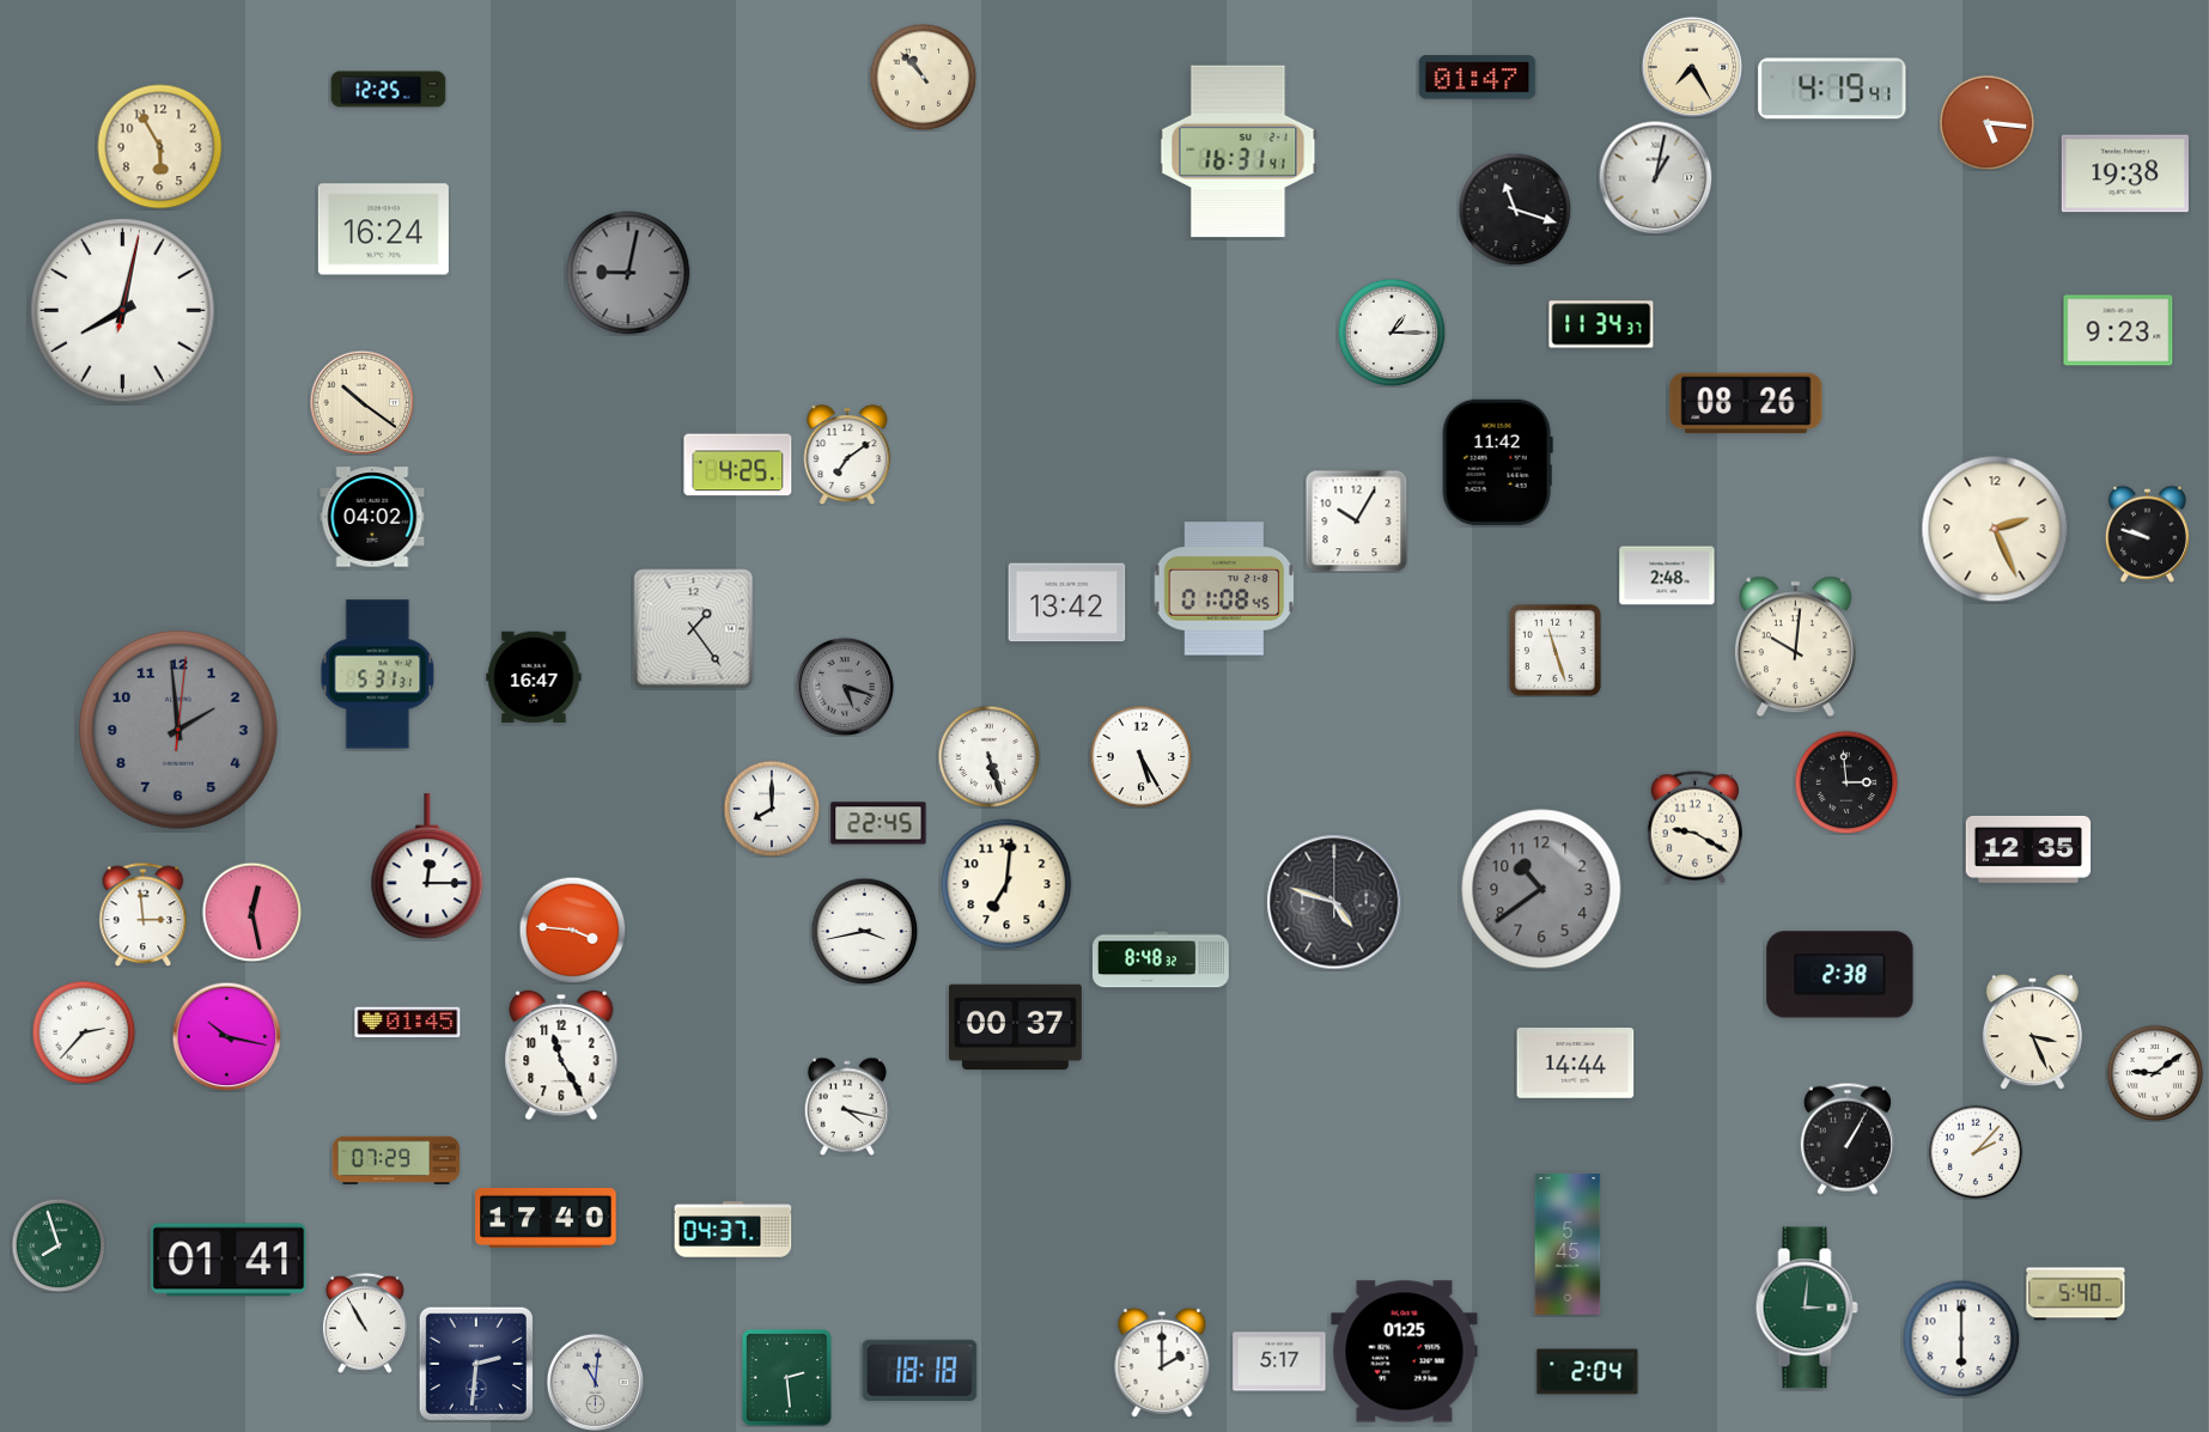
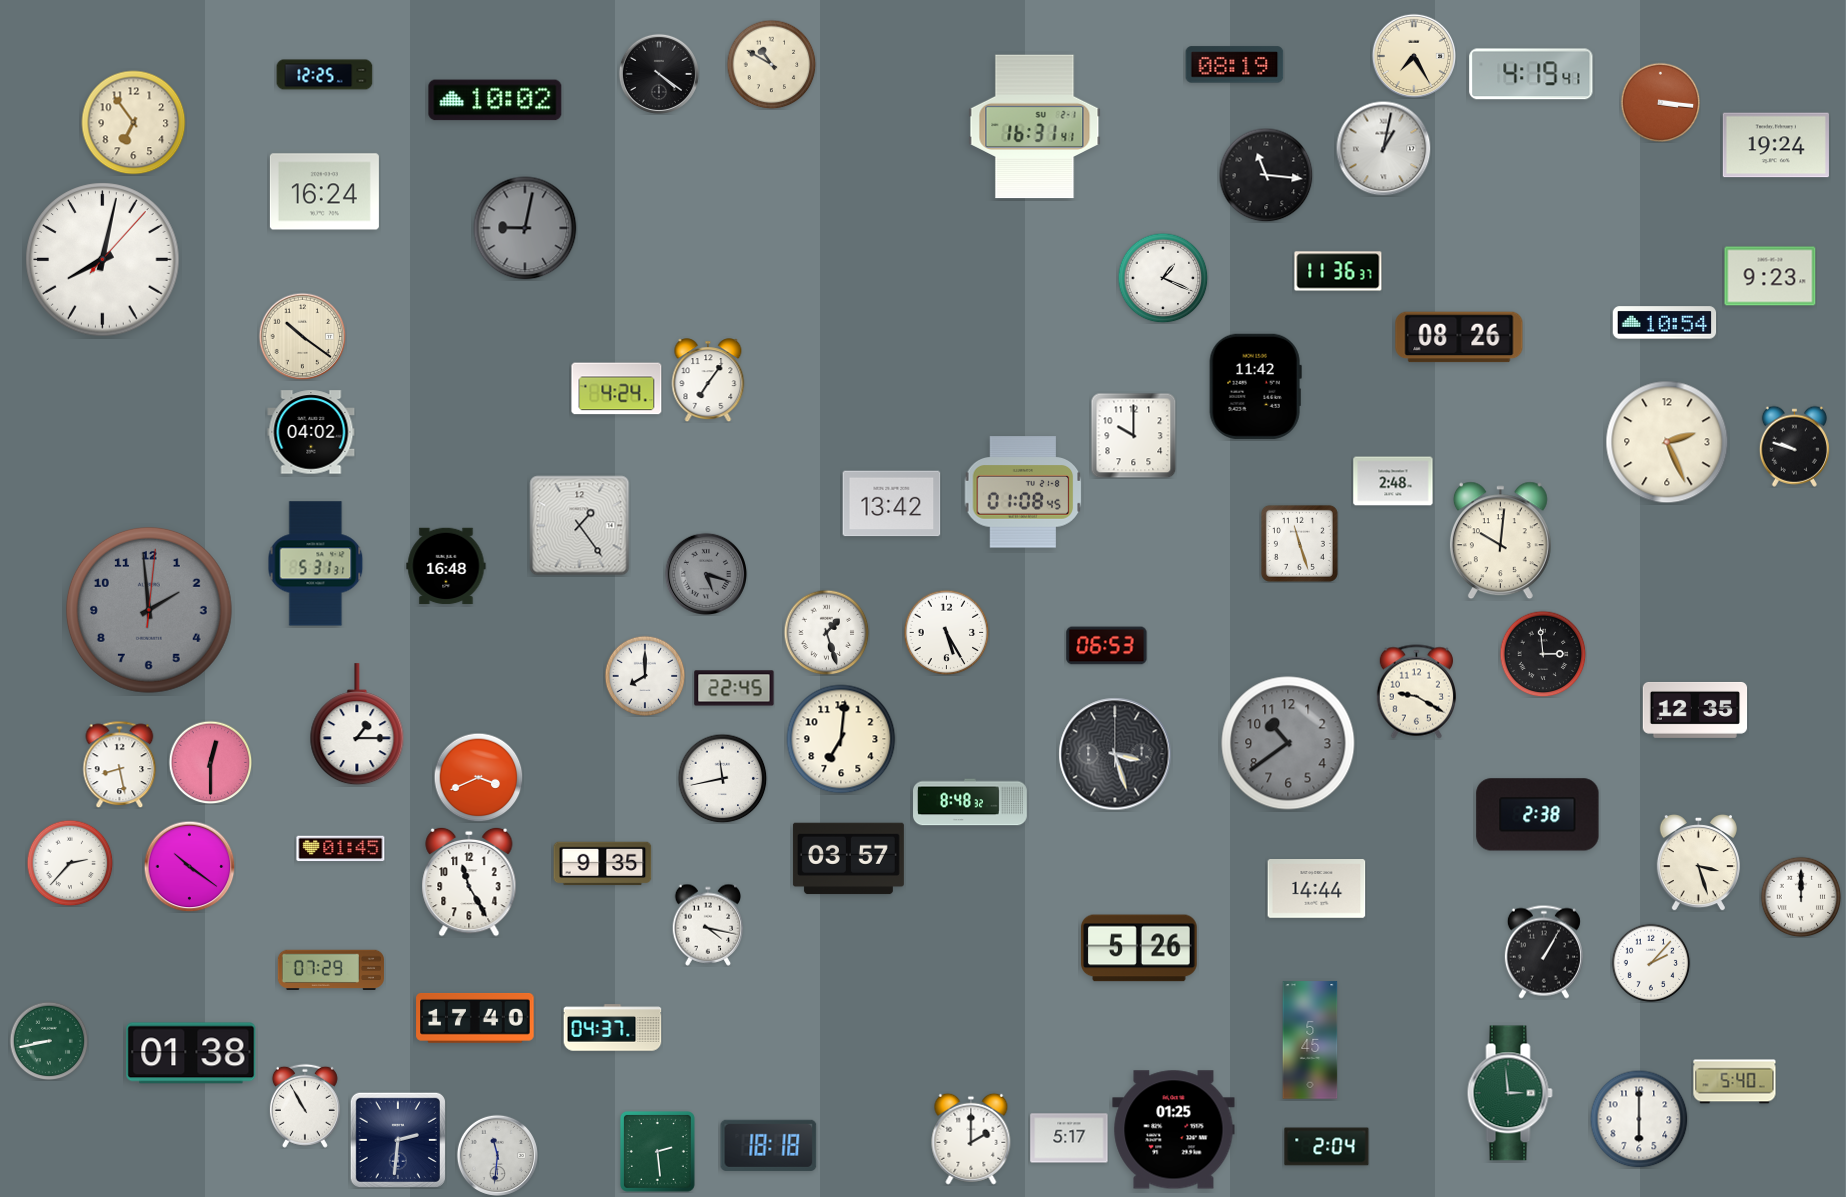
clock at (923, 77): 10:53 -> 10:50
clock at (1478, 78): 01:47 -> 08:19
clock at (659, 74): none -> 4:21
clock at (495, 100): none -> 10:02
clock at (1986, 122): 5:16 -> 3:16
clock at (160, 147): 5:55 -> 6:54
clock at (2125, 173): 19:38 -> 19:24
clock at (1515, 209): 11:18 -> 11:16
clock at (383, 230) position: (383, 230) -> (324, 192)
clock at (123, 311): 8:02:02 -> 8:02:07
clock at (1601, 324): 11:34 -> 11:36
clock at (1392, 333): 1:15 -> 1:19
clock at (1665, 323): none -> 10:54
clock at (847, 455): 7:09 -> 7:06
clock at (1497, 462) position: (1497, 462) -> (1255, 386)
clock at (738, 465): 4:25 -> 4:24
clock at (1356, 520): 10:05 -> 10:00
clock at (534, 677): 16:47 -> 16:48
clock at (988, 756): 5:27 -> 1:27
clock at (1140, 756) position: (1140, 756) -> (946, 632)
clock at (1107, 646): none -> 06:53
clock at (427, 867): 12:15 -> 1:15
clock at (1334, 902): 4:48 -> 3:27
clock at (251, 912): 12:28 -> 12:30
clock at (144, 914): 2:59 -> 8:28
clock at (572, 930): 3:46 -> 3:41
clock at (864, 931): 3:43 -> 11:43
clock at (408, 1023) position: (408, 1023) -> (341, 849)
clock at (1015, 1028): 00:37 -> 03:57
clock at (2032, 1032): 3:26 -> 3:27
clock at (603, 864): none -> 9:35
clock at (226, 1036): 10:17 -> 10:21
clock at (2155, 1073): 9:09 -> 12:00
clock at (1140, 948): none -> 5:26
clock at (546, 1218) position: (546, 1218) -> (475, 1018)
clock at (59, 1245): 7:57 -> 8:43
clock at (229, 1260): 01:41 -> 01:38
clock at (1807, 1308): 3:01 -> 2:59
clock at (595, 1382): 11:01 -> 11:31
